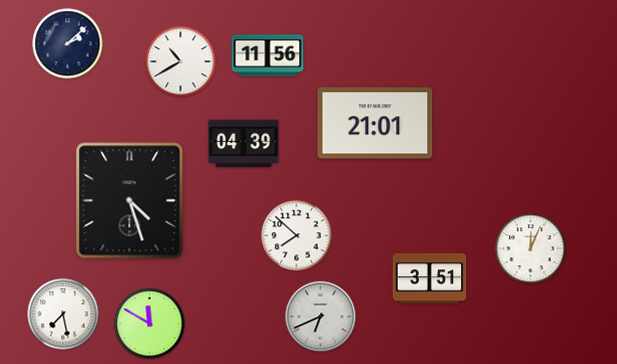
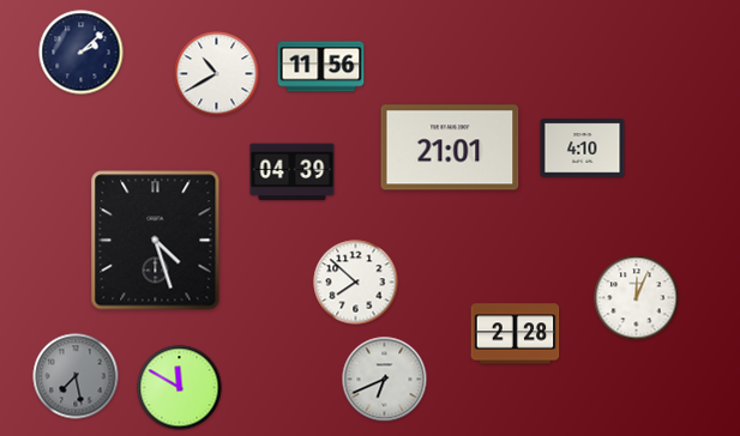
clock at (583, 149): none -> 4:10
clock at (430, 279): 3:51 -> 2:28
clock at (63, 314) dial: white -> grey
